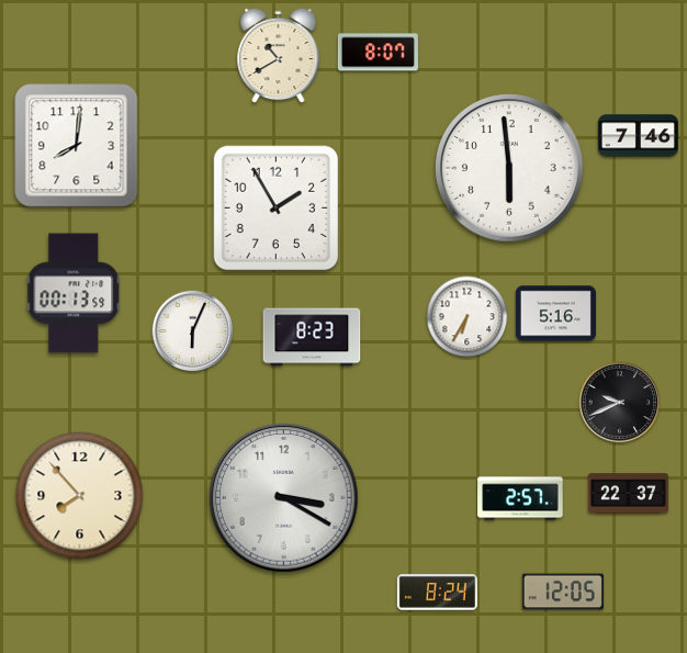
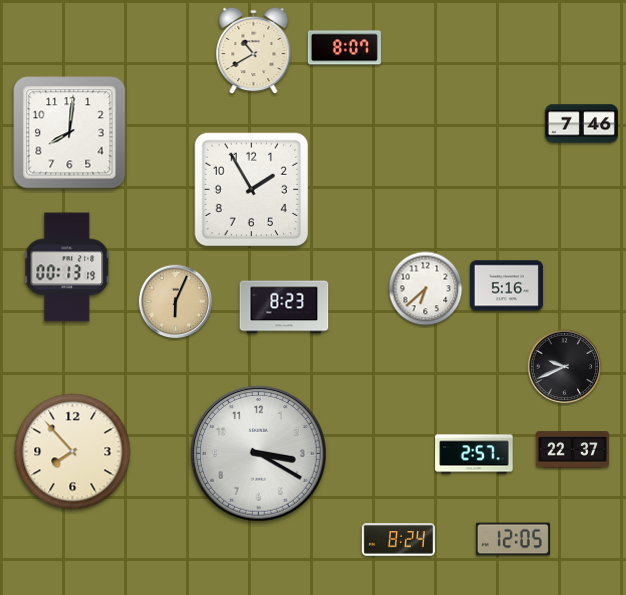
clock at (510, 169): 5:59 -> none
clock at (74, 293): 00:13:59 -> 00:13:19
clock at (468, 317): 6:35 -> 6:38
clock at (193, 331) dial: white -> champagne
